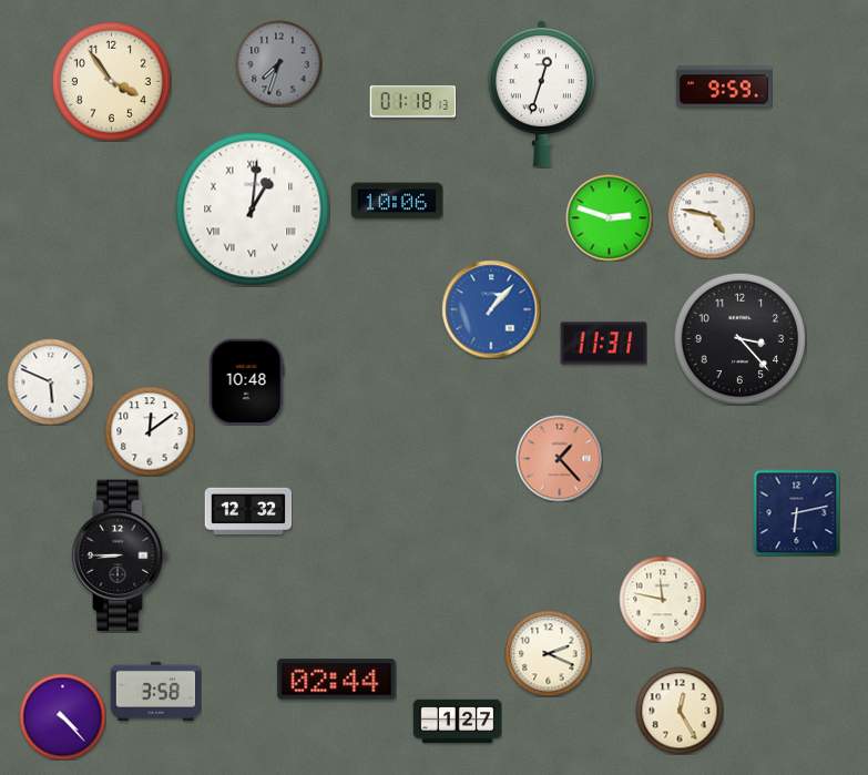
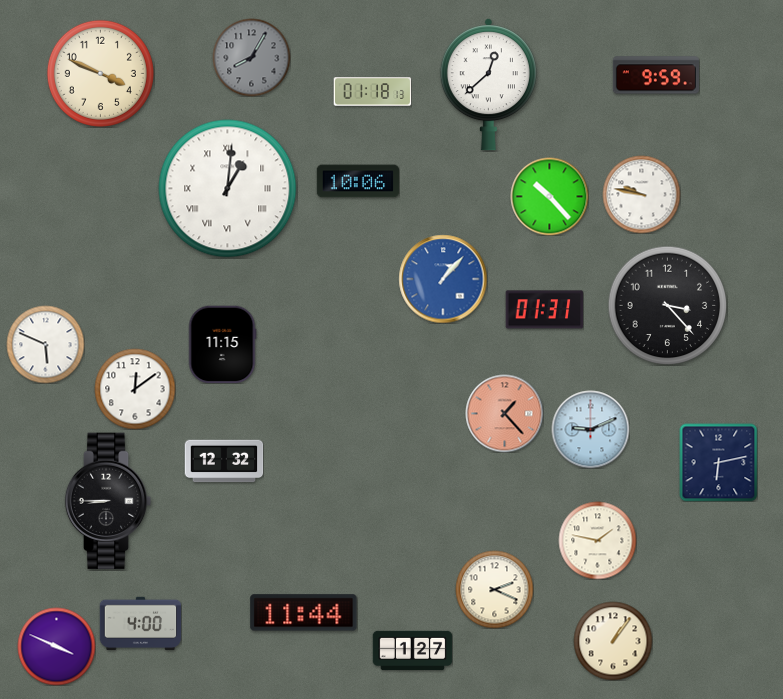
clock at (278, 63): 7:33 -> 8:05
clock at (111, 81): 3:54 -> 3:49
clock at (724, 86) position: (724, 86) -> (656, 75)
clock at (541, 94): 12:33 -> 12:38
clock at (711, 215): 4:47 -> 9:47
clock at (609, 217): 2:48 -> 10:23
clock at (603, 344): 11:31 -> 01:31
clock at (246, 381): 10:48 -> 11:15
clock at (590, 429): none -> 9:11
clock at (662, 599): 11:47 -> 1:47
clock at (337, 680): 02:44 -> 11:44
clock at (155, 691): 3:58 -> 4:00
clock at (680, 711): 12:25 -> 1:06
clock at (62, 716): 4:23 -> 3:49
